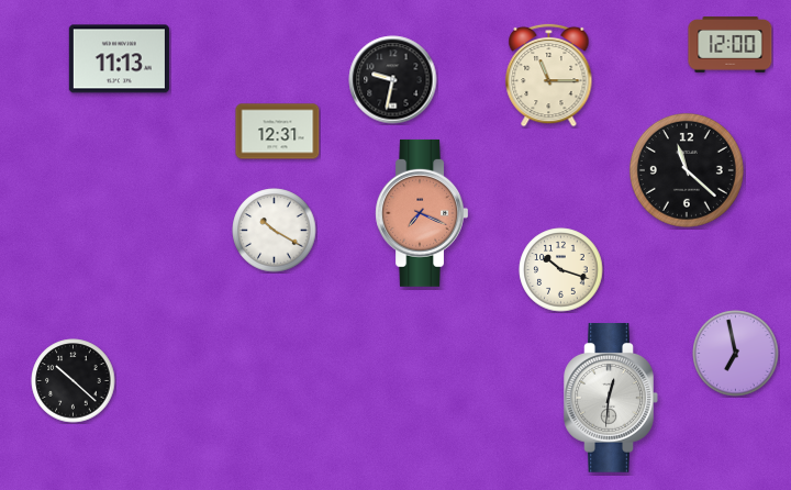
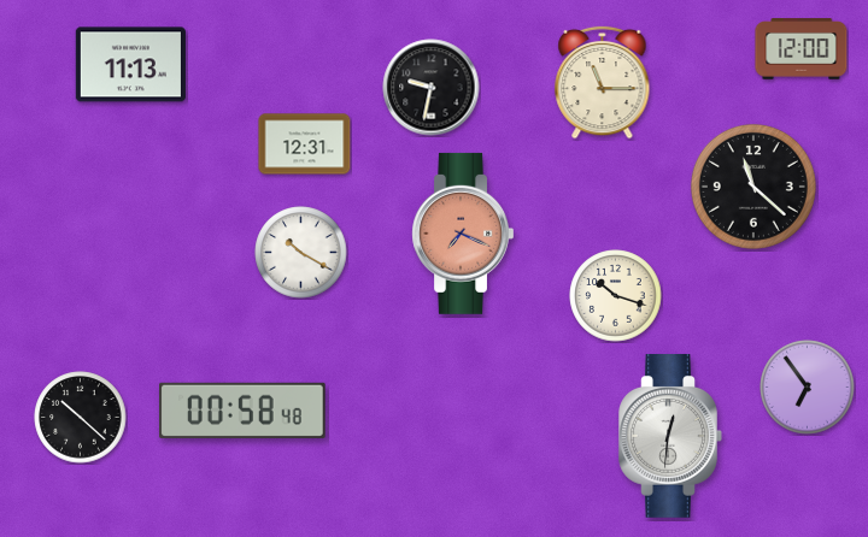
clock at (736, 354): 6:58 -> 6:54
clock at (242, 411): none -> 00:58
